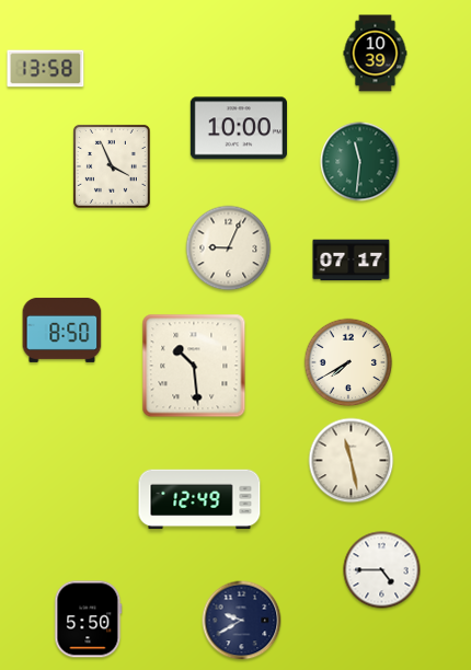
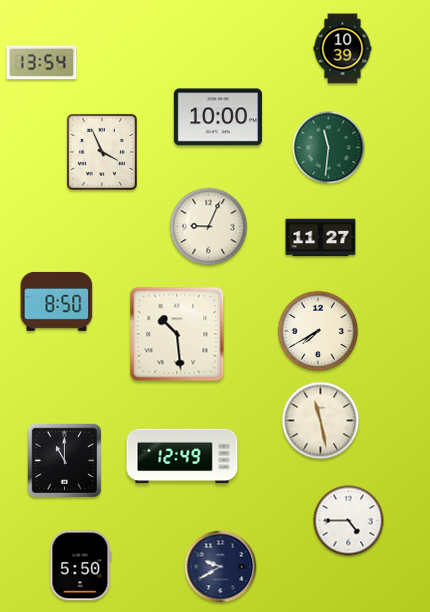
clock at (46, 69): 13:58 -> 13:54
clock at (352, 261): 07:17 -> 11:27
clock at (65, 461): none -> 11:00
